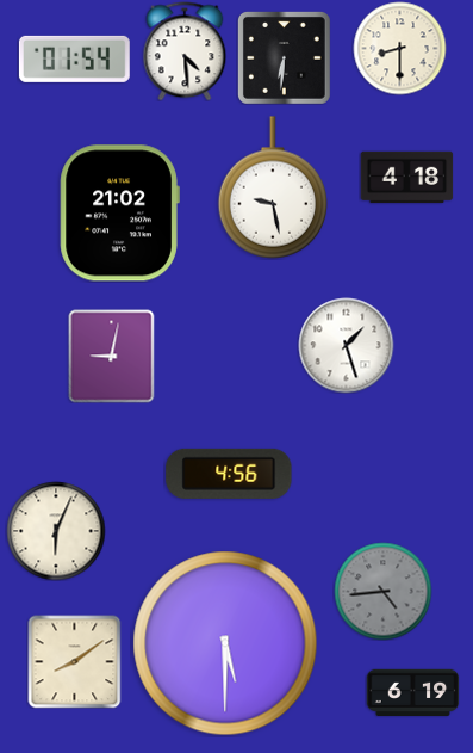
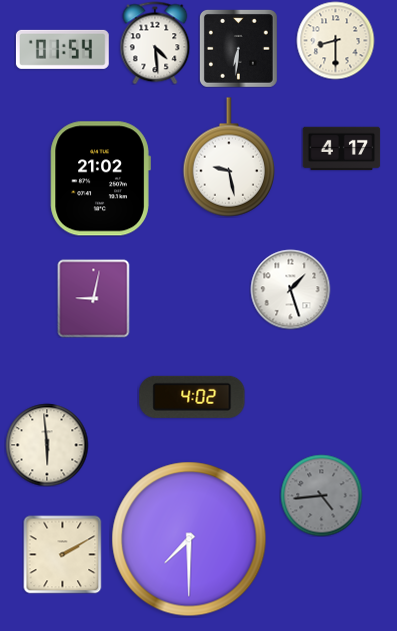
clock at (406, 178): 4:18 -> 4:17
clock at (229, 474): 4:56 -> 4:02
clock at (56, 531): 6:04 -> 5:59
clock at (225, 643): 5:30 -> 7:30
clock at (74, 661): 8:09 -> 2:10
clock at (412, 692): 6:19 -> none
